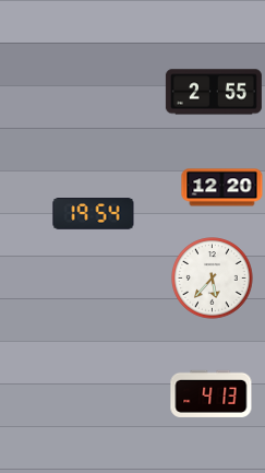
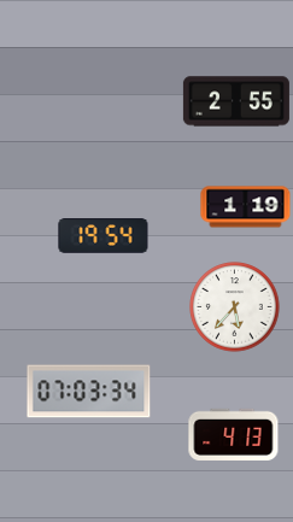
clock at (222, 188): 12:20 -> 1:19
clock at (89, 392): none -> 07:03
